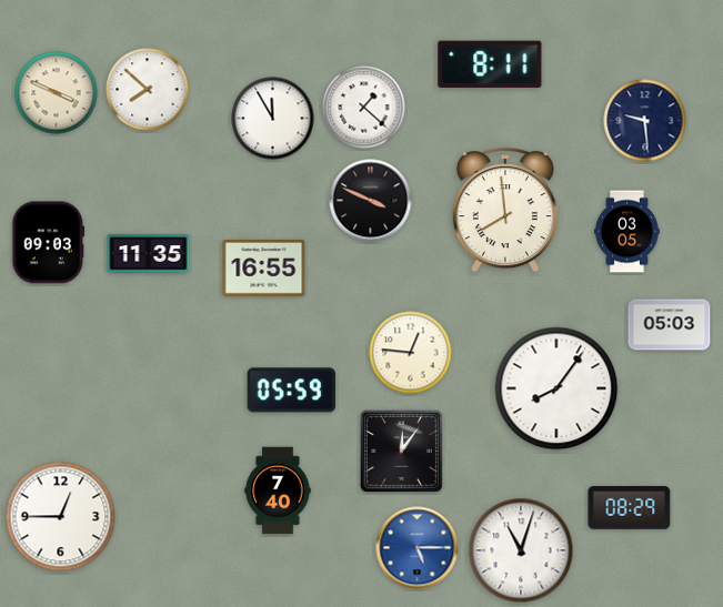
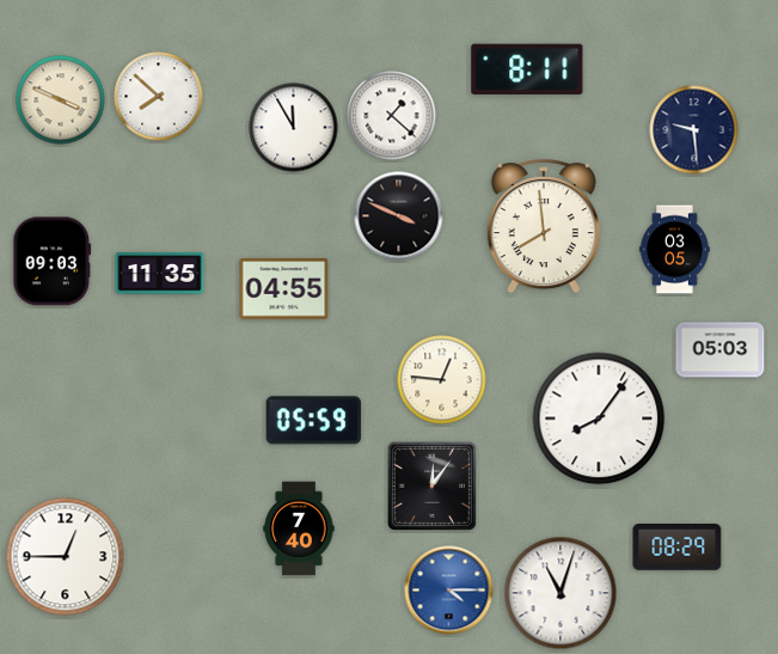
clock at (264, 267): 16:55 -> 04:55
clock at (418, 548): 5:15 -> 4:15
